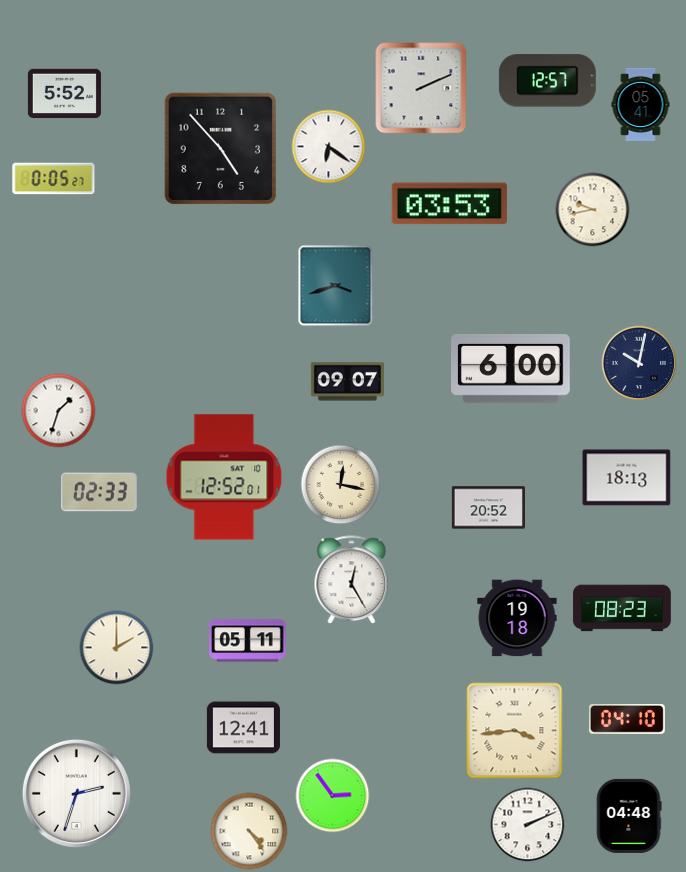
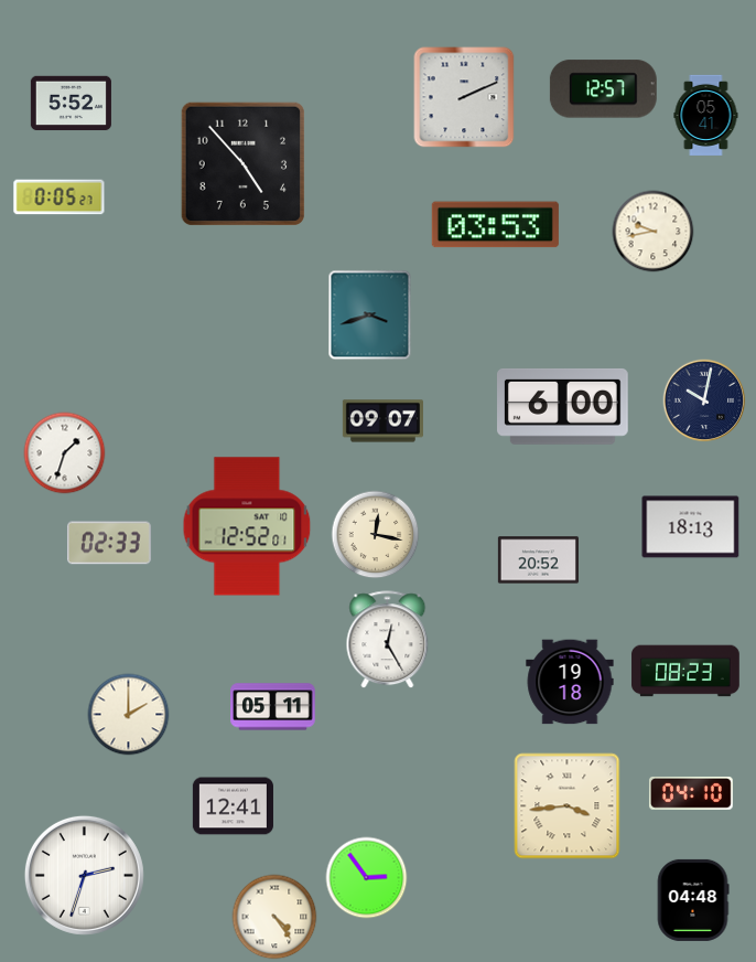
clock at (329, 147): 6:21 -> none
clock at (243, 728) position: (243, 728) -> (233, 806)
clock at (528, 825): 2:11 -> none
